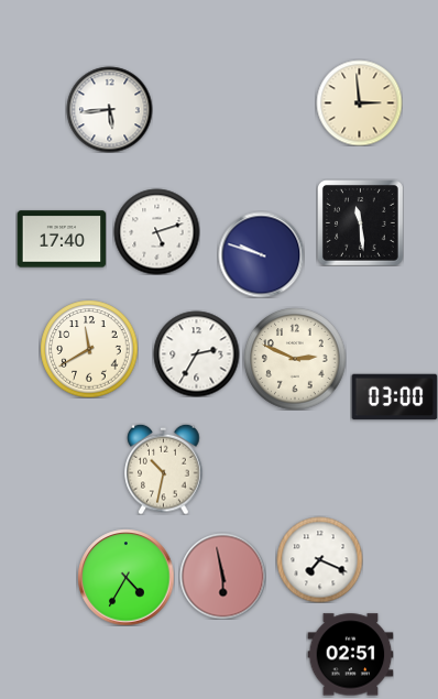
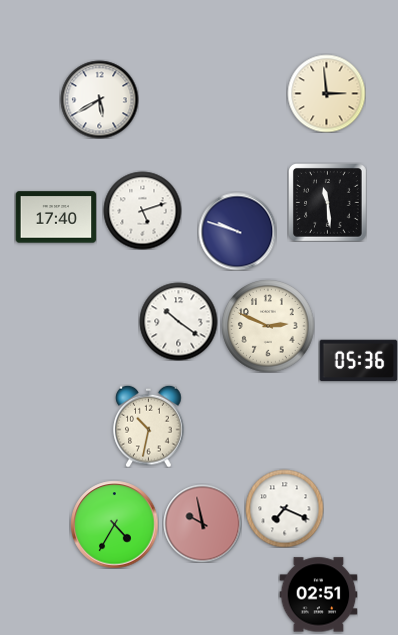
clock at (109, 109): 5:44 -> 5:40
clock at (89, 349): 11:40 -> none
clock at (196, 353): 2:35 -> 10:21
clock at (394, 397): 03:00 -> 05:36
clock at (319, 559) position: (319, 559) -> (284, 508)
clock at (222, 576): 5:58 -> 9:58
